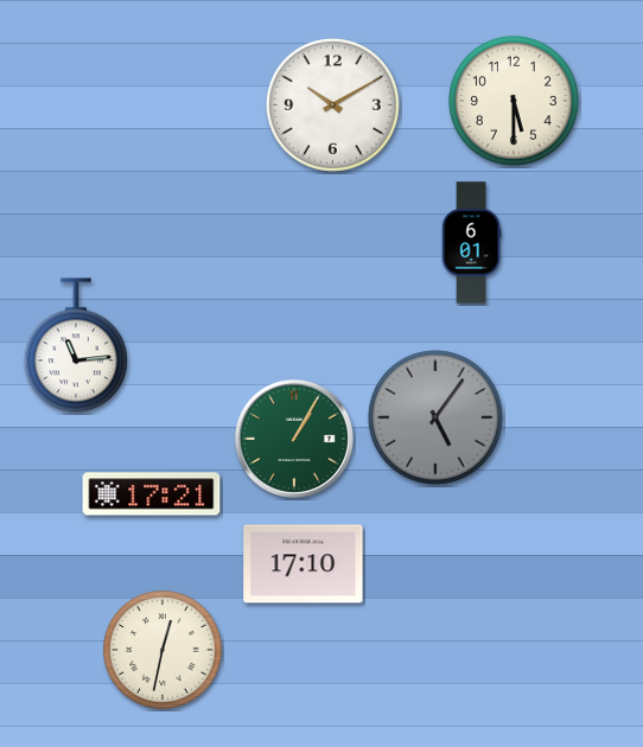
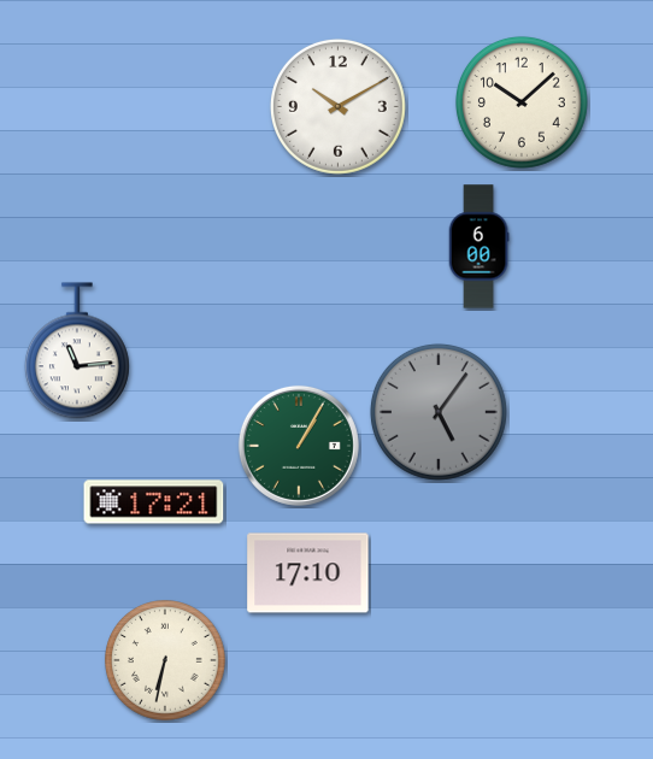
clock at (514, 101): 5:30 -> 10:08
clock at (471, 243): 6:01 -> 6:00
clock at (435, 417) position: (435, 417) -> (439, 412)
clock at (163, 650): 12:32 -> 6:32
